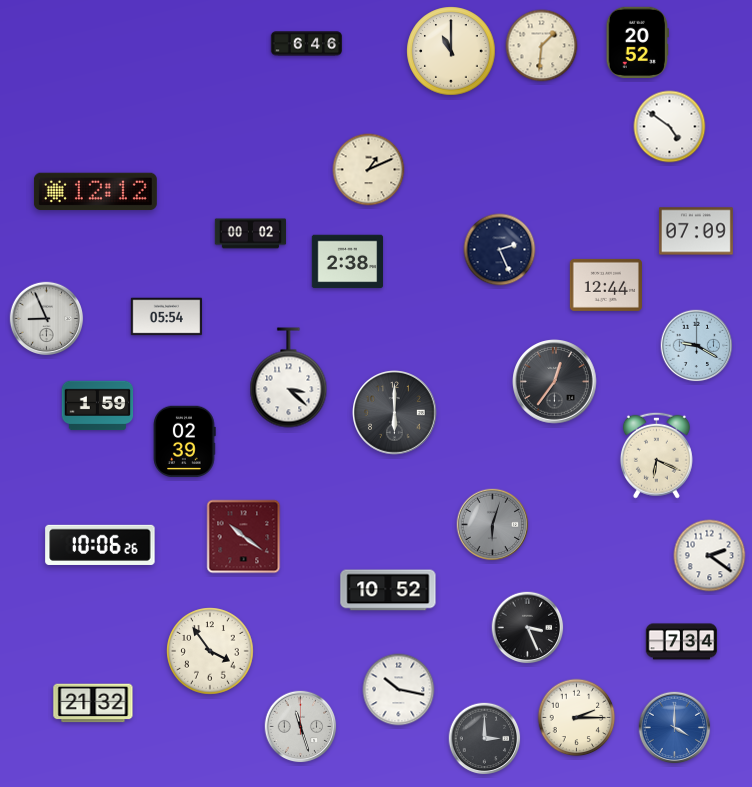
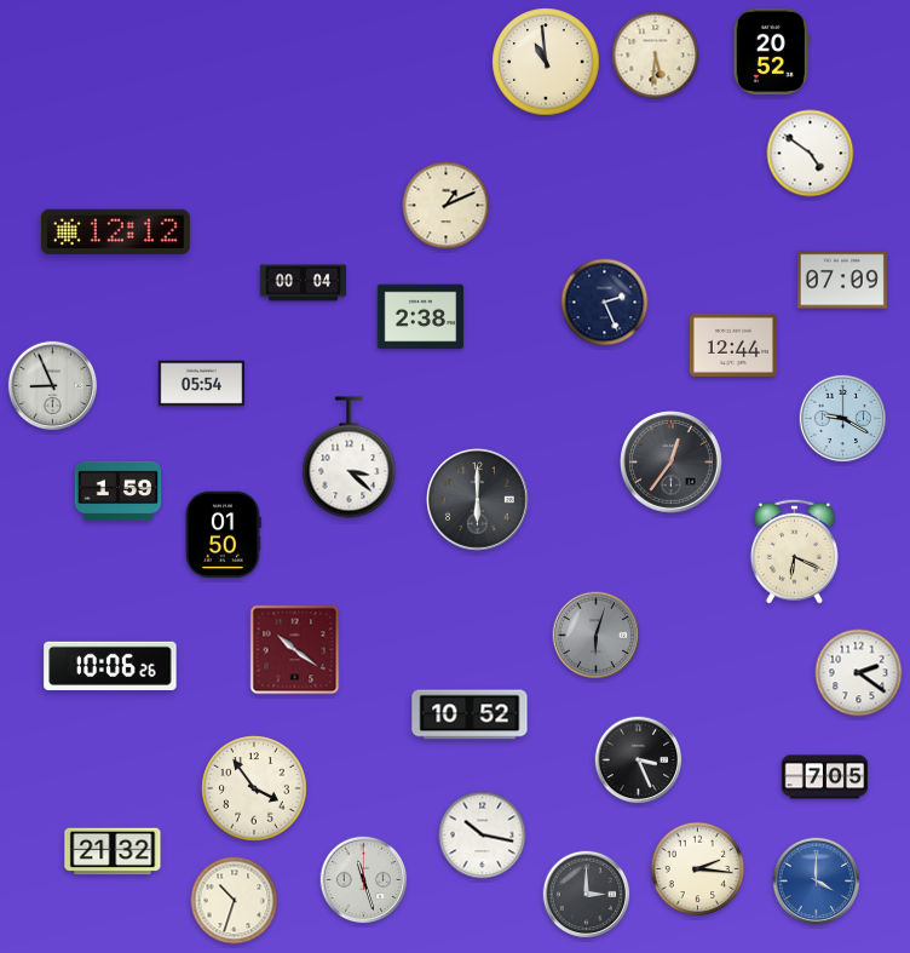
clock at (307, 44): 6:46 -> none
clock at (542, 46): 1:31 -> 5:31
clock at (451, 51): 11:00 -> 10:59
clock at (251, 234): 00:02 -> 00:04
clock at (47, 319) position: (47, 319) -> (53, 386)
clock at (184, 442): 02:39 -> 01:50
clock at (100, 545) position: (100, 545) -> (110, 666)
clock at (682, 642): 7:34 -> 7:05
clock at (577, 718): 2:15 -> 2:16
clock at (235, 901): none -> 10:33
